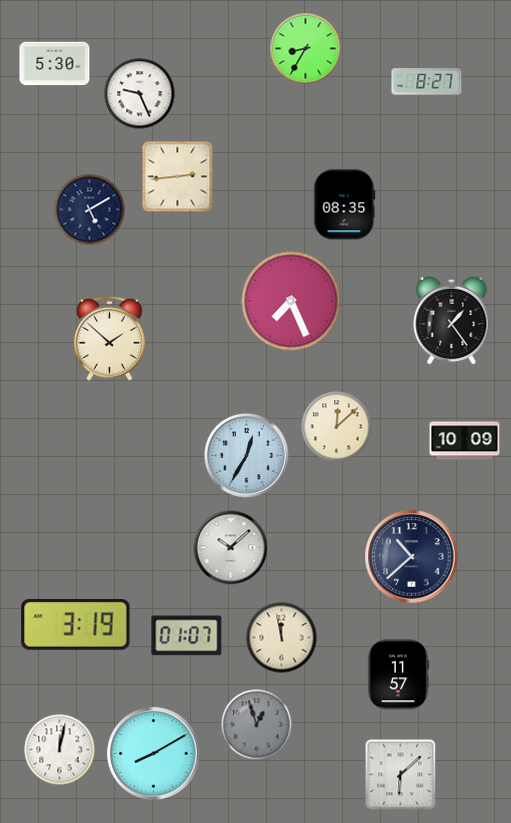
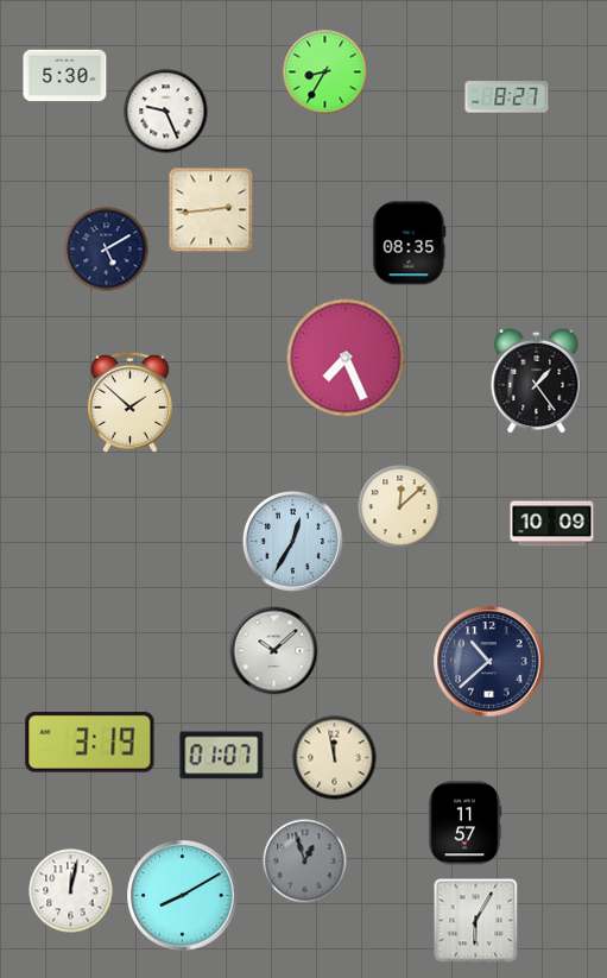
clock at (306, 49) position: (306, 49) -> (325, 72)
clock at (398, 675) position: (398, 675) -> (464, 824)
clock at (401, 775): 6:08 -> 6:05
